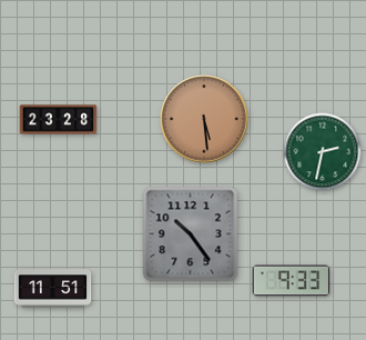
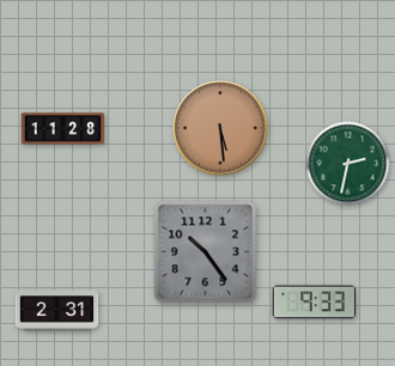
clock at (59, 120): 23:28 -> 11:28
clock at (53, 289): 11:51 -> 2:31
